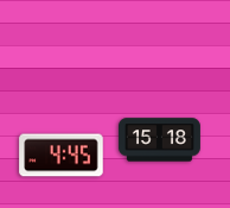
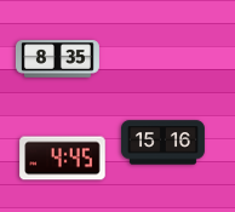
clock at (57, 59): none -> 8:35
clock at (159, 140): 15:18 -> 15:16
